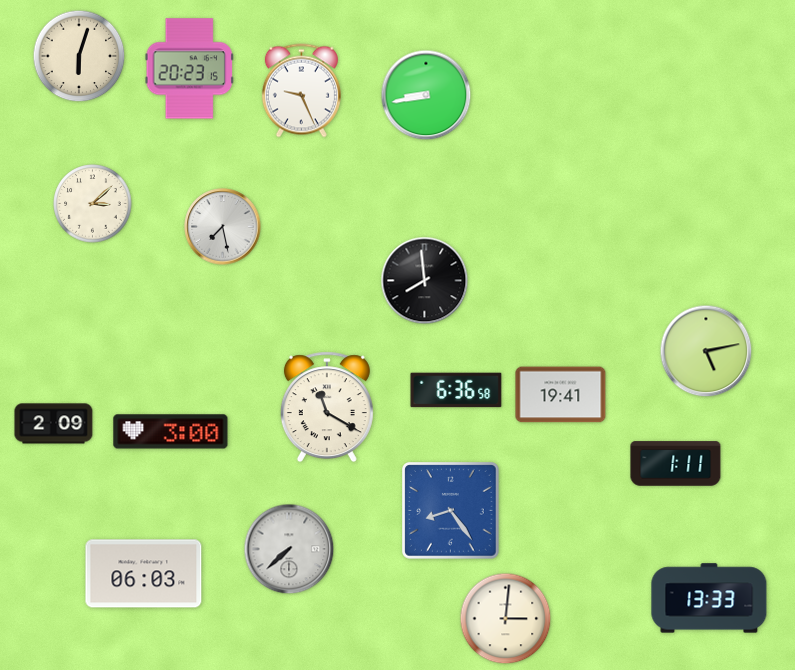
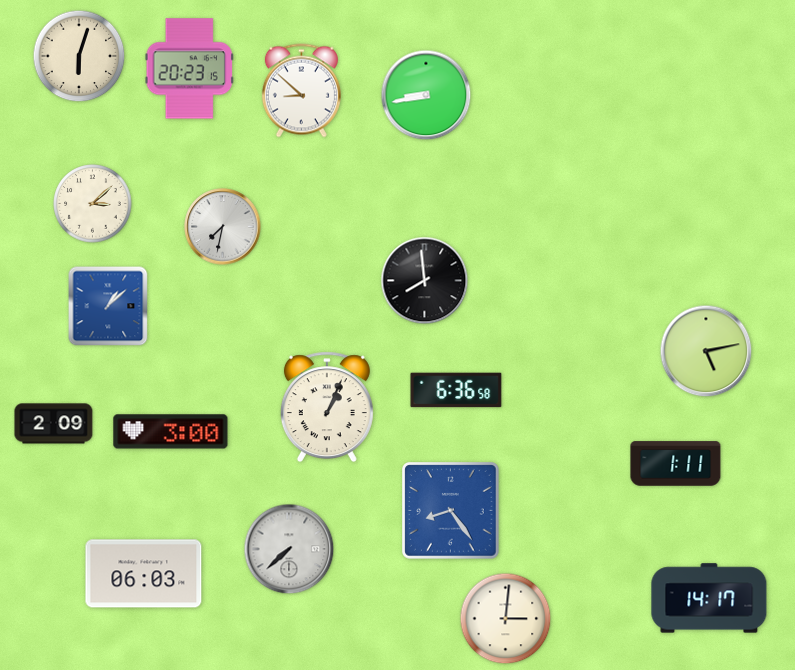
clock at (301, 91): 9:26 -> 8:52
clock at (223, 227): 7:28 -> 7:32
clock at (108, 306): none -> 1:08
clock at (561, 395): 19:41 -> none
clock at (327, 407): 11:20 -> 1:04
clock at (709, 598): 13:33 -> 14:17
